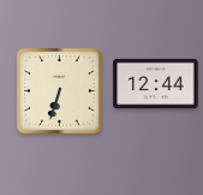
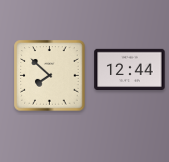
clock at (60, 91): 6:33 -> 7:52
